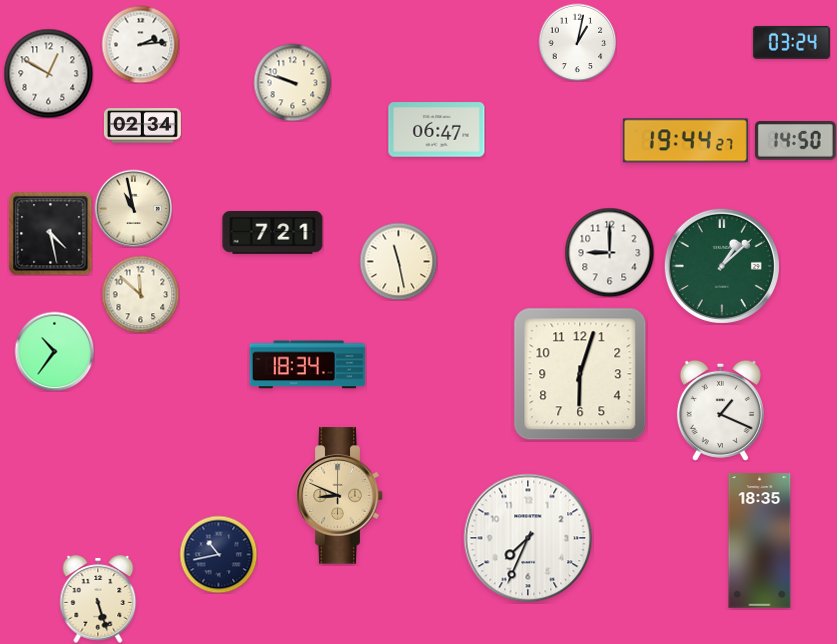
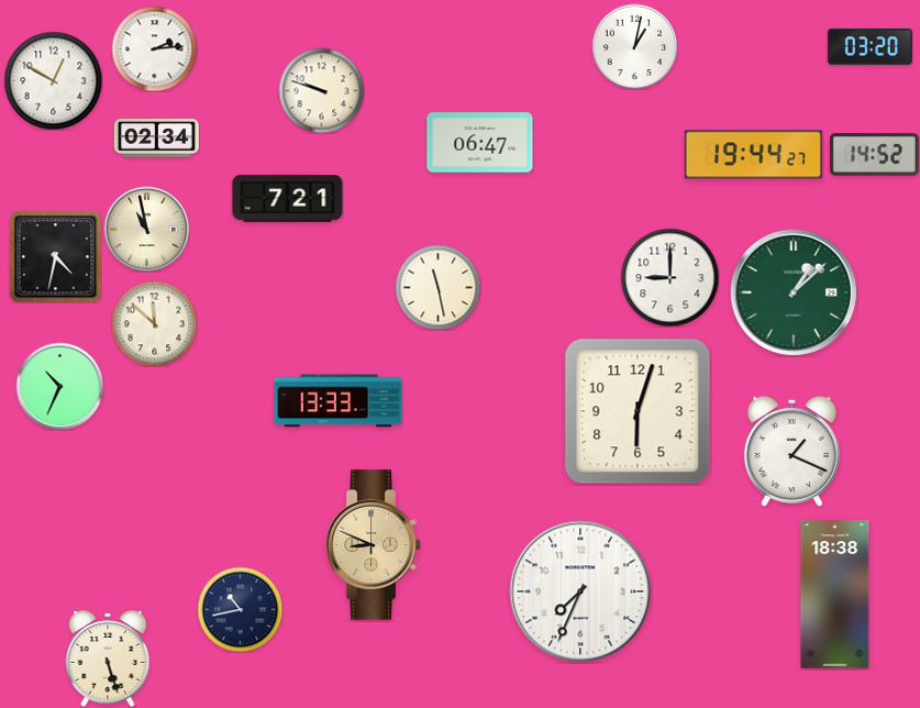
clock at (791, 42): 03:24 -> 03:20
clock at (795, 141): 14:50 -> 14:52
clock at (50, 233): 4:28 -> 4:32
clock at (273, 233) position: (273, 233) -> (288, 199)
clock at (54, 351): 10:36 -> 10:34
clock at (308, 365): 18:34 -> 13:33
clock at (760, 541): 18:35 -> 18:38
